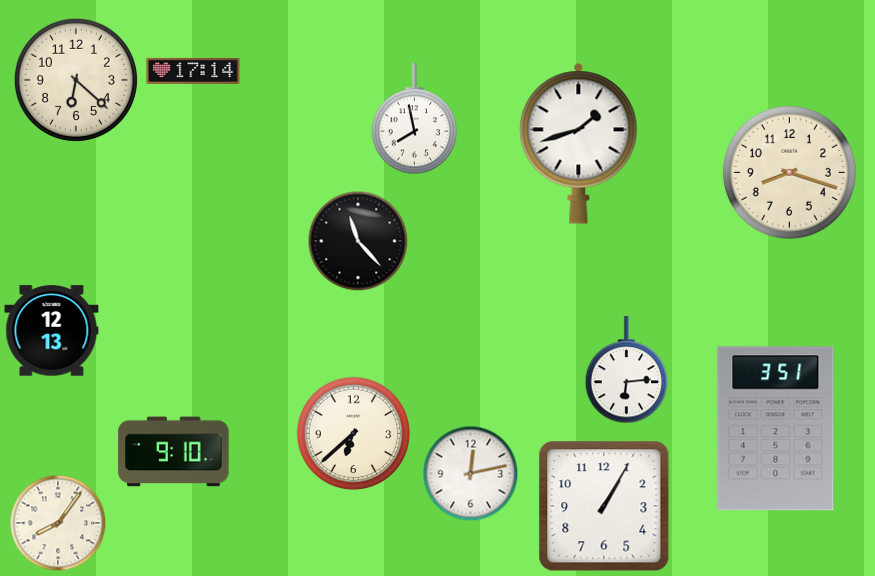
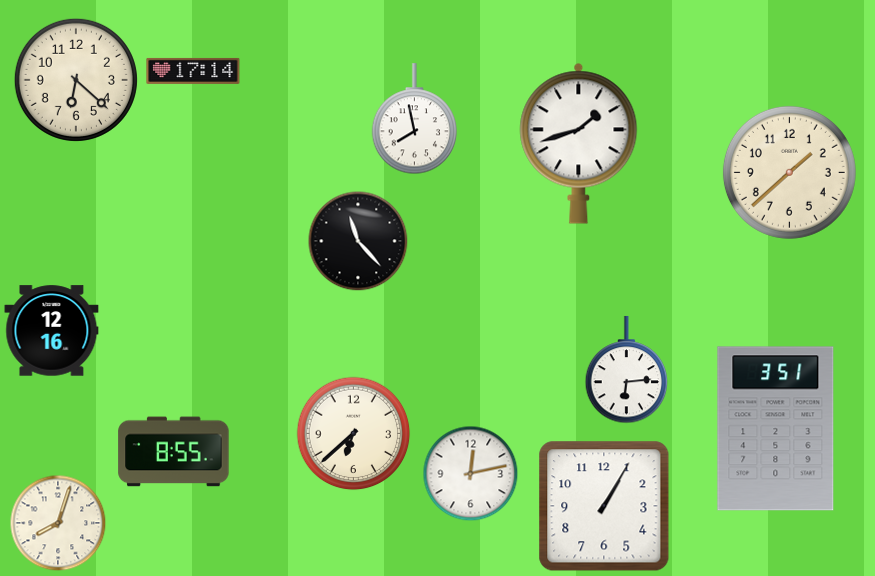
clock at (789, 172): 8:18 -> 1:38
clock at (52, 331): 12:13 -> 12:16
clock at (174, 452): 9:10 -> 8:55
clock at (58, 523): 8:06 -> 8:03
